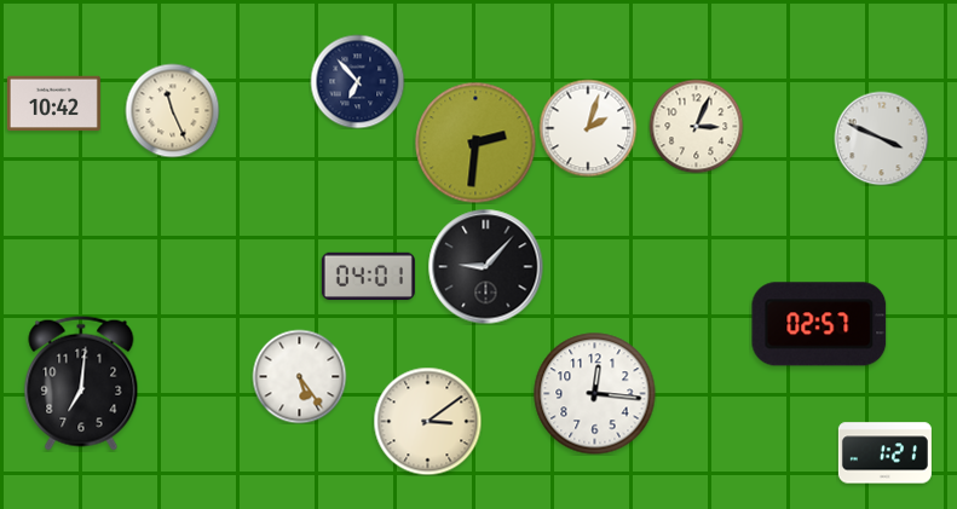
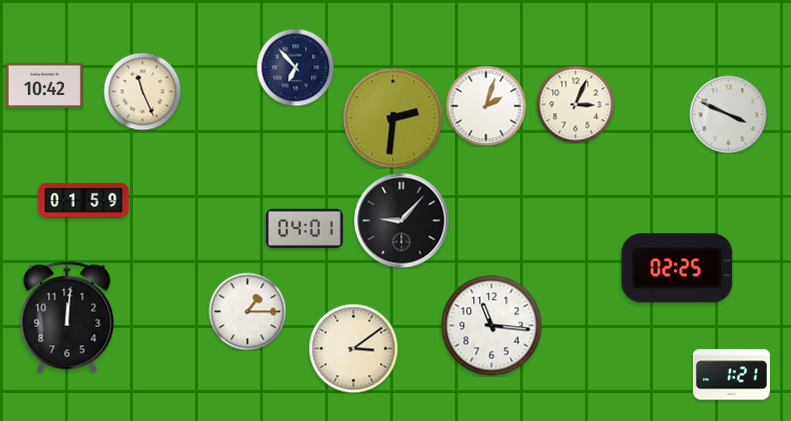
clock at (84, 200): none -> 01:59
clock at (819, 324): 02:57 -> 02:25
clock at (299, 376): 5:24 -> 1:15
clock at (81, 383): 7:01 -> 12:01
clock at (595, 394): 12:16 -> 11:16
